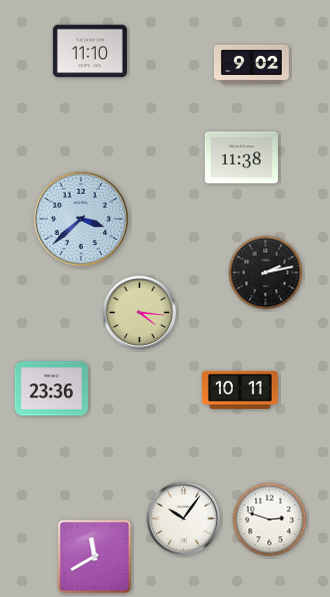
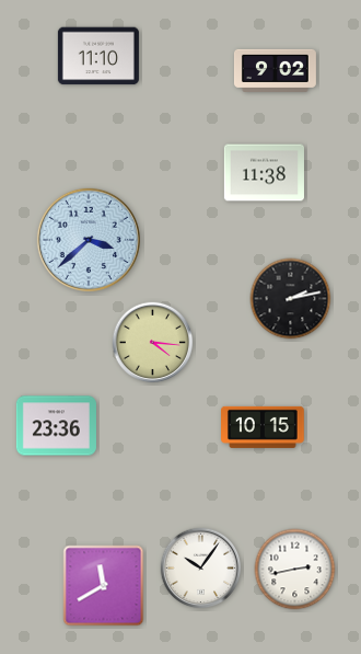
clock at (241, 390): 10:11 -> 10:15
clock at (270, 520): 2:48 -> 2:43
clock at (95, 557) position: (95, 557) -> (104, 586)
